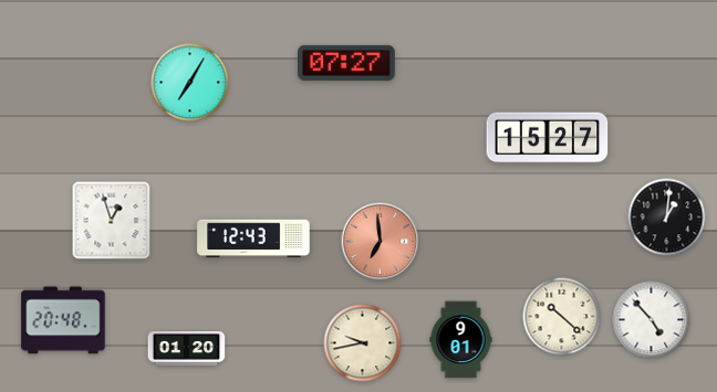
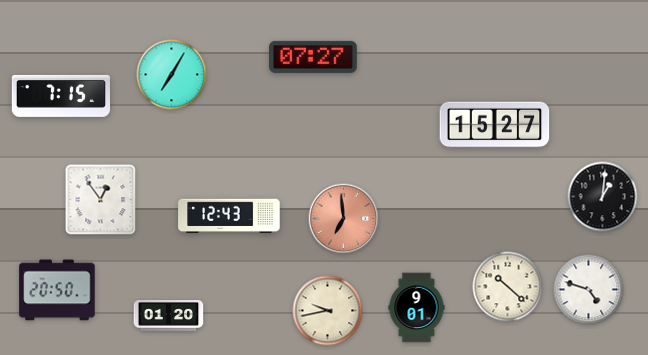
clock at (60, 96): none -> 7:15
clock at (112, 221): 12:57 -> 12:54
clock at (63, 320): 20:48 -> 20:50
clock at (652, 320): 4:53 -> 4:48
